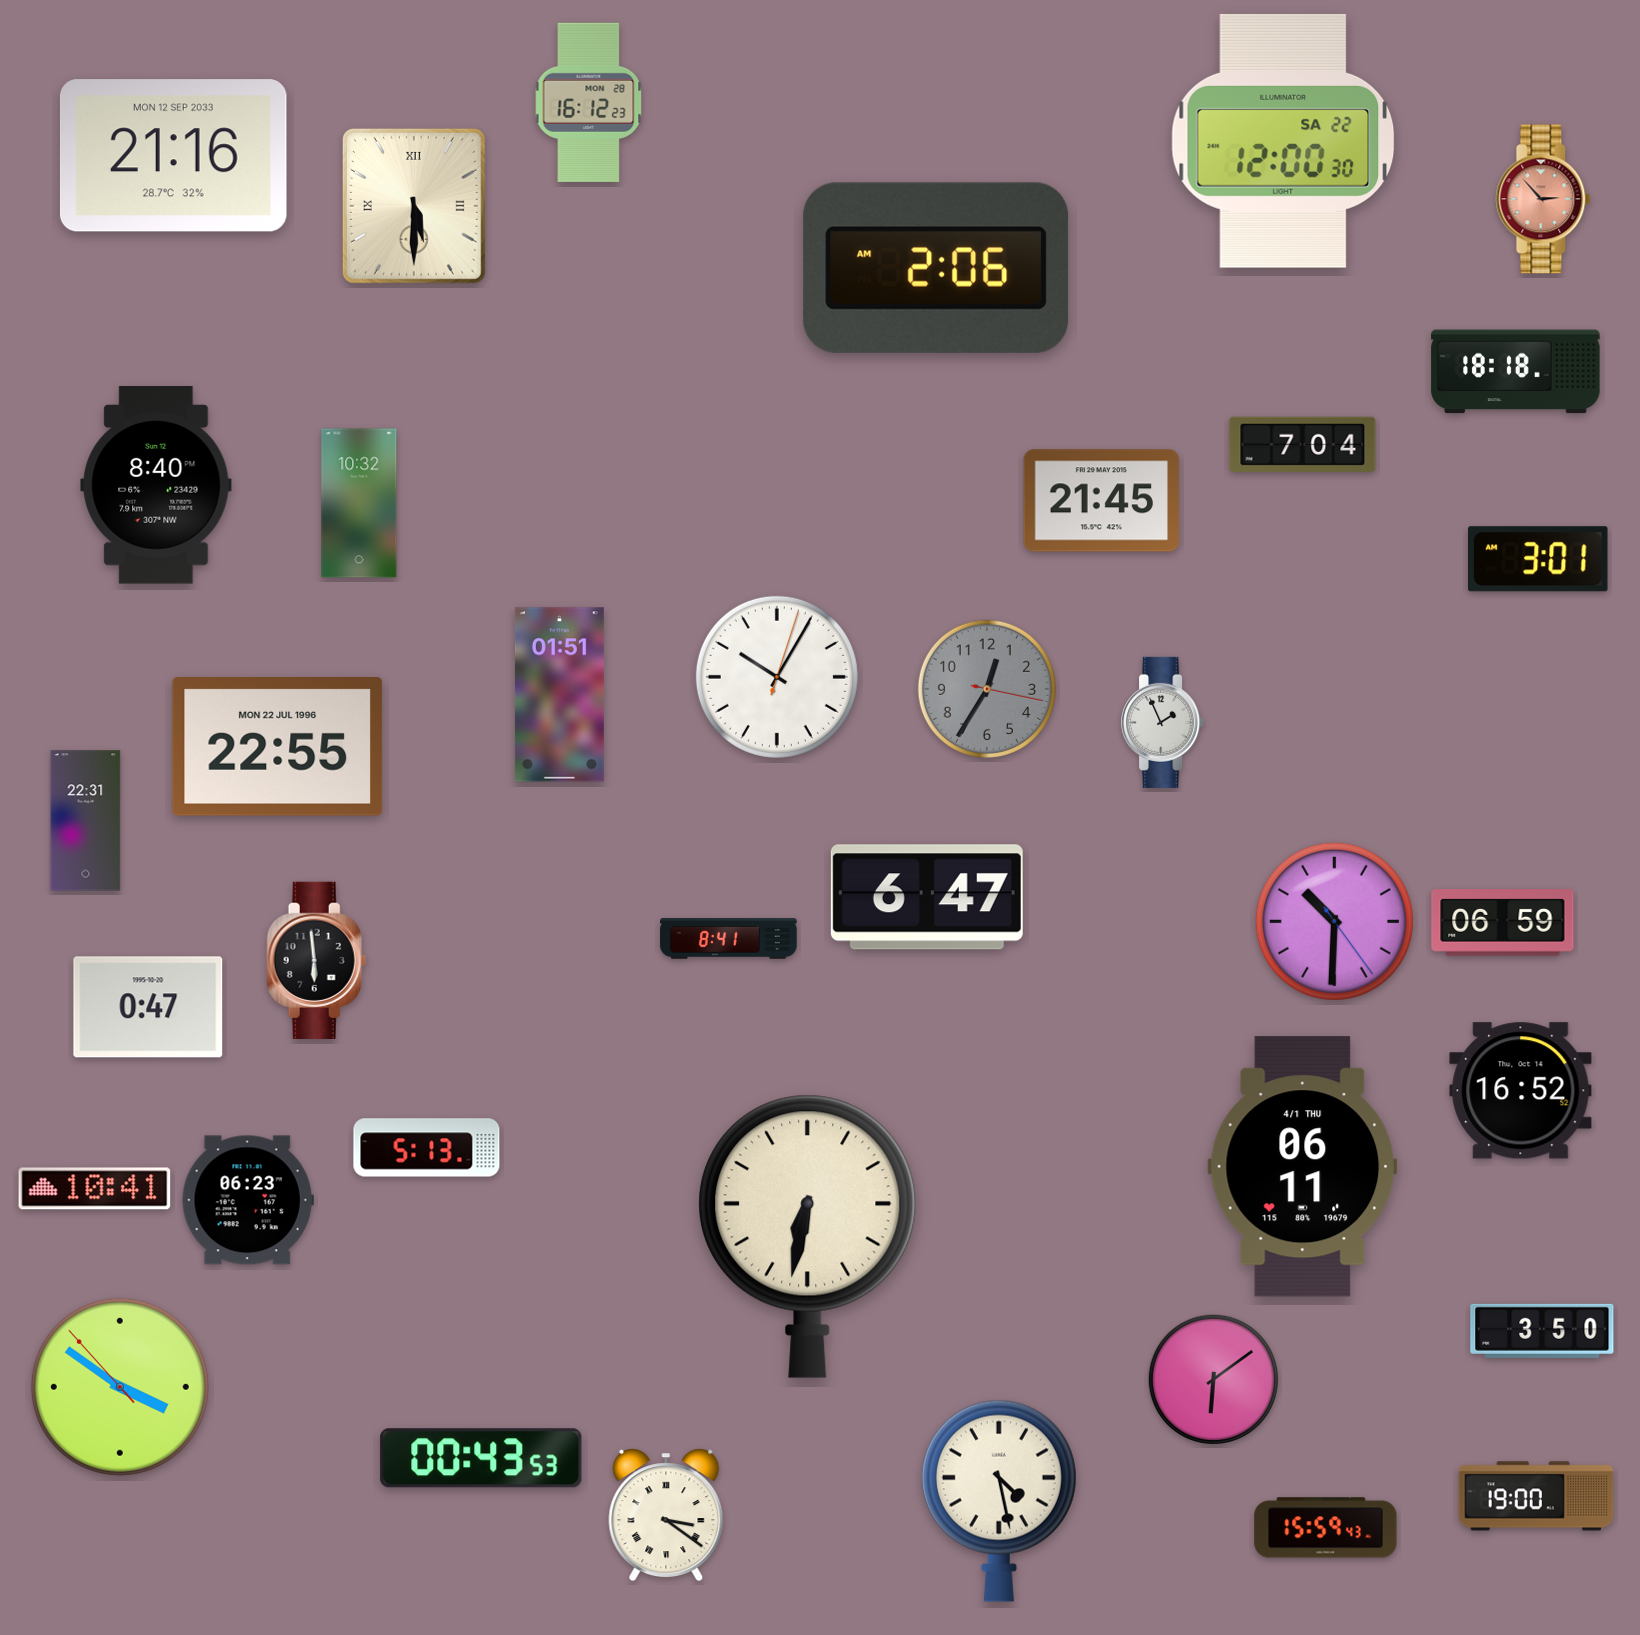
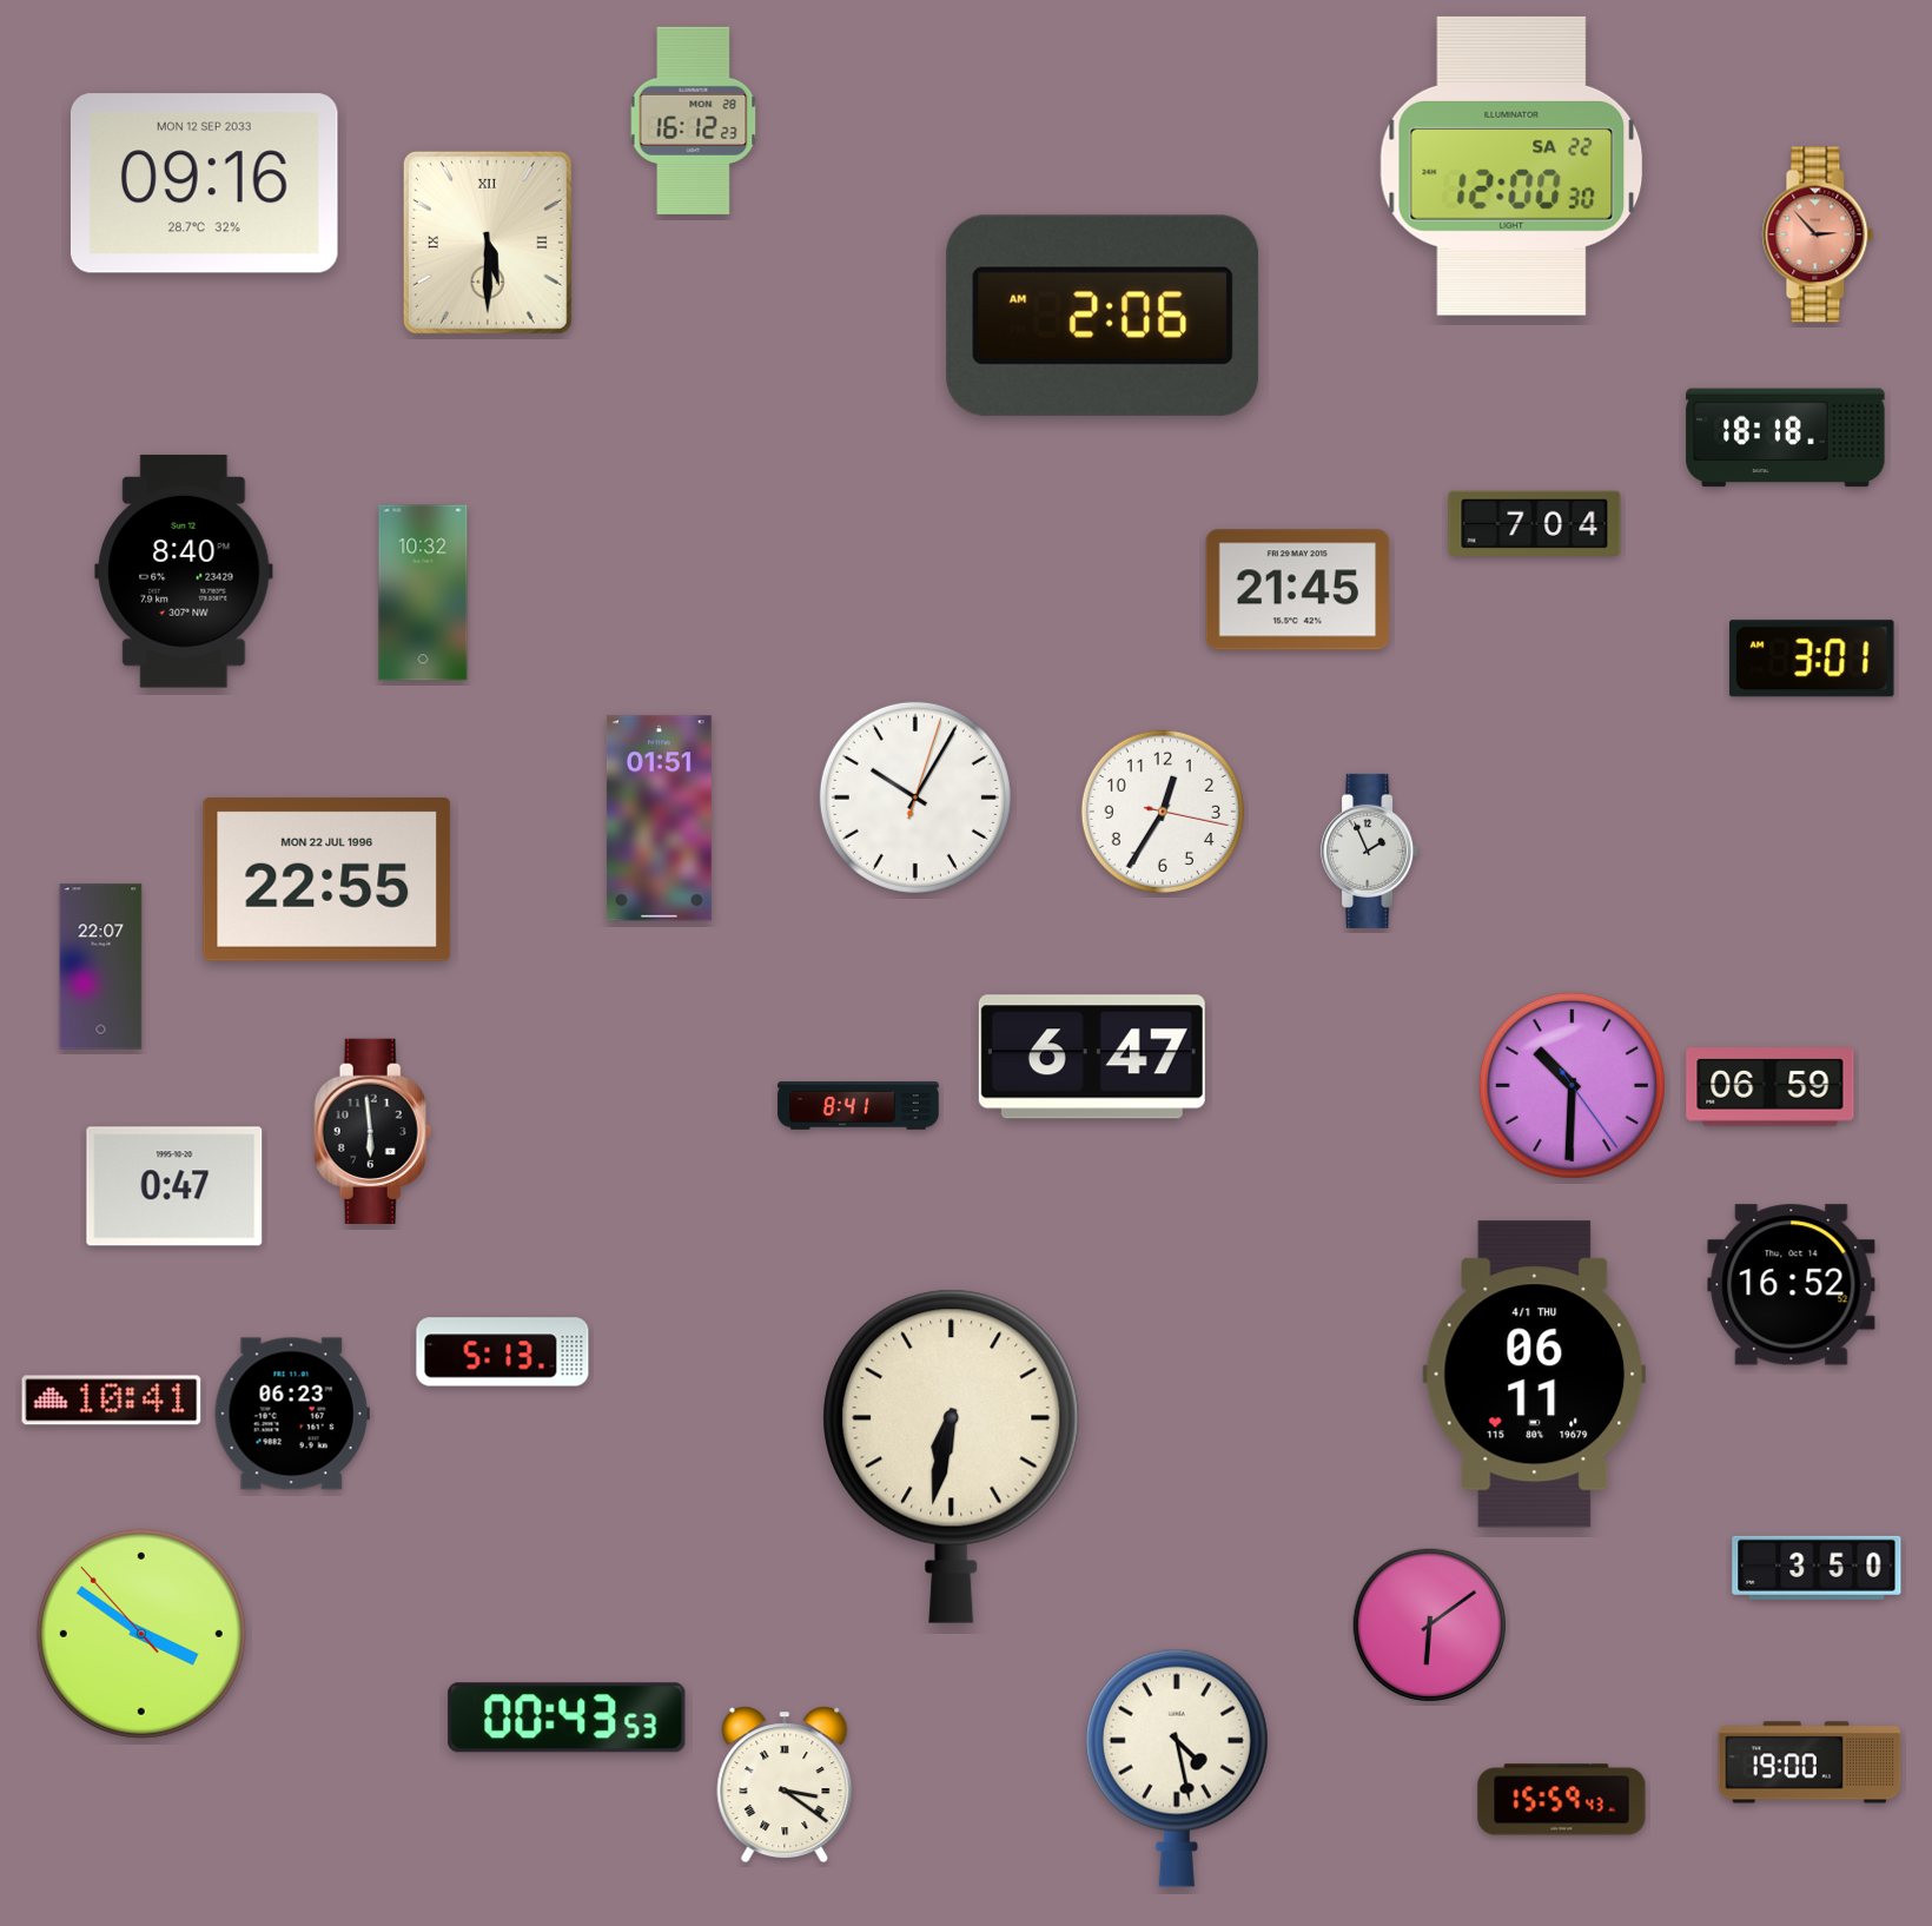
clock at (173, 156): 21:16 -> 09:16
clock at (987, 689) dial: grey -> white
clock at (86, 821): 22:31 -> 22:07
